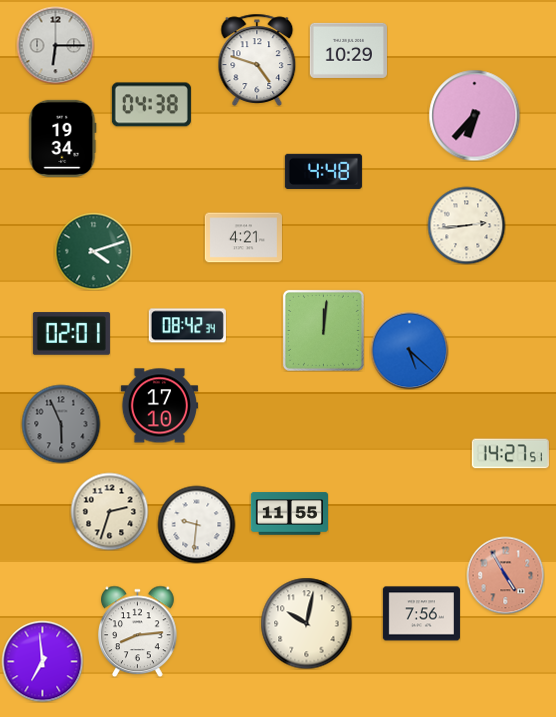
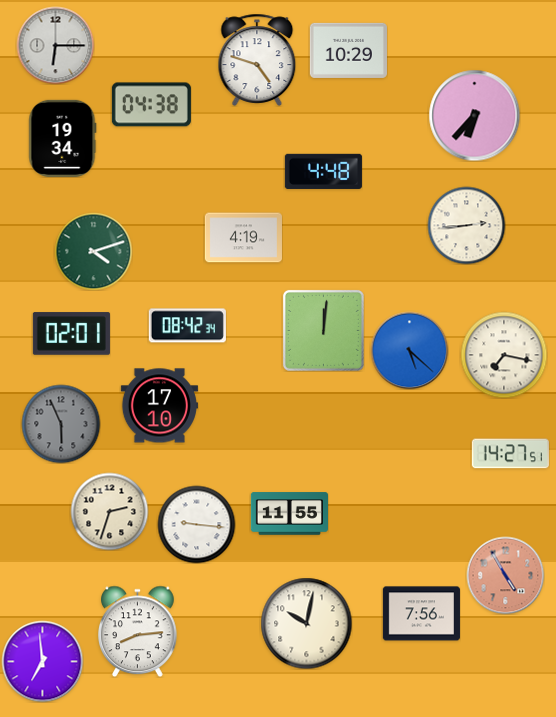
clock at (243, 238): 4:21 -> 4:19
clock at (504, 355): none -> 7:17
clock at (196, 524): 9:31 -> 9:16
